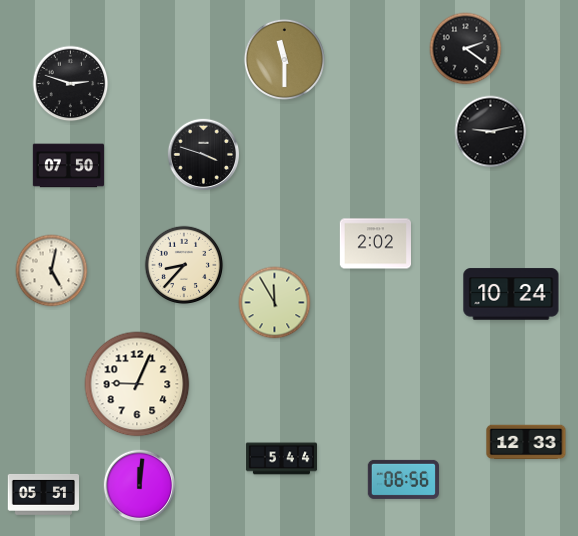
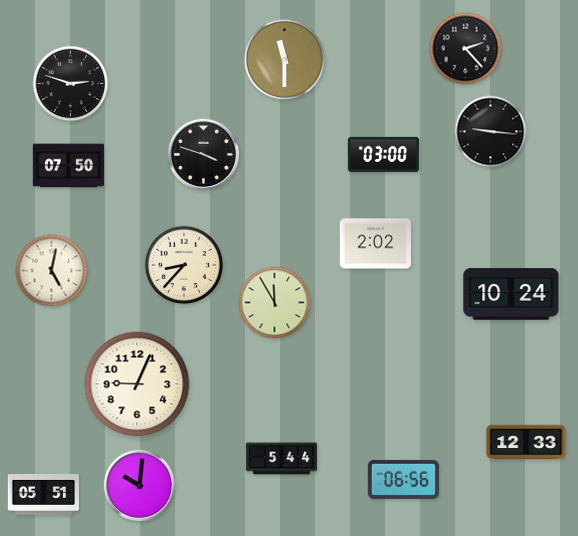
clock at (466, 49): 2:21 -> 2:23
clock at (491, 132): 9:13 -> 9:16
clock at (383, 154): none -> 03:00
clock at (140, 486): 12:01 -> 10:01
